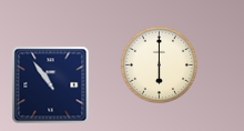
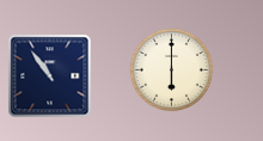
clock at (51, 85) position: (51, 85) -> (50, 76)
